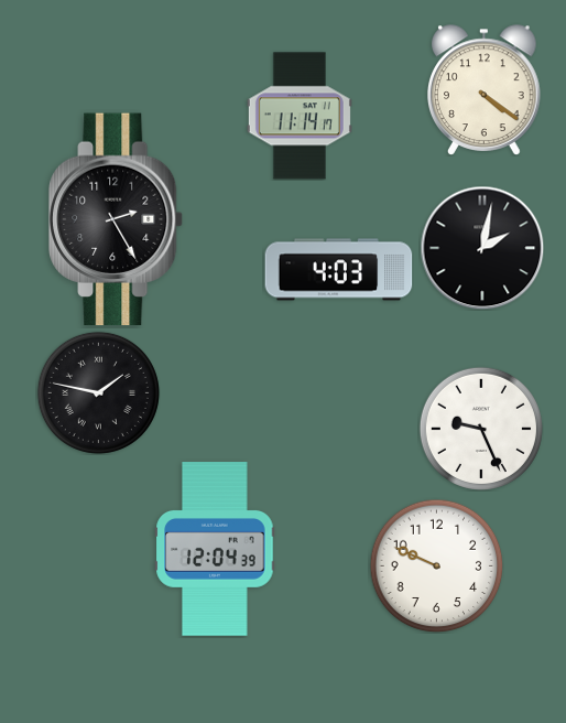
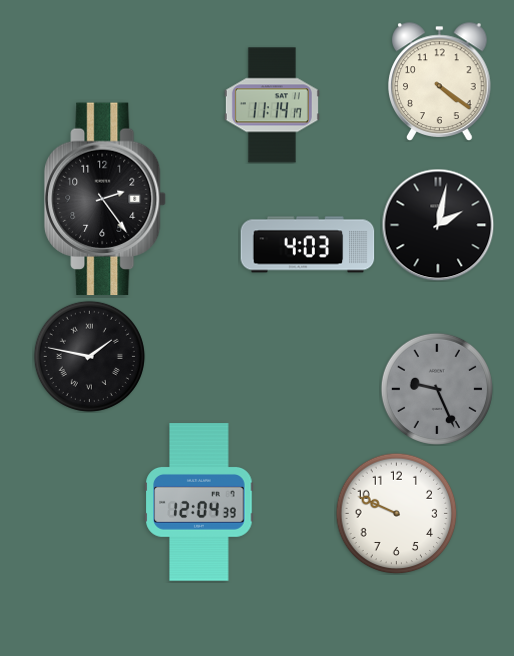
clock at (116, 219): 2:25 -> 2:24
clock at (481, 429) dial: white -> grey
clock at (215, 549) position: (215, 549) -> (199, 502)
